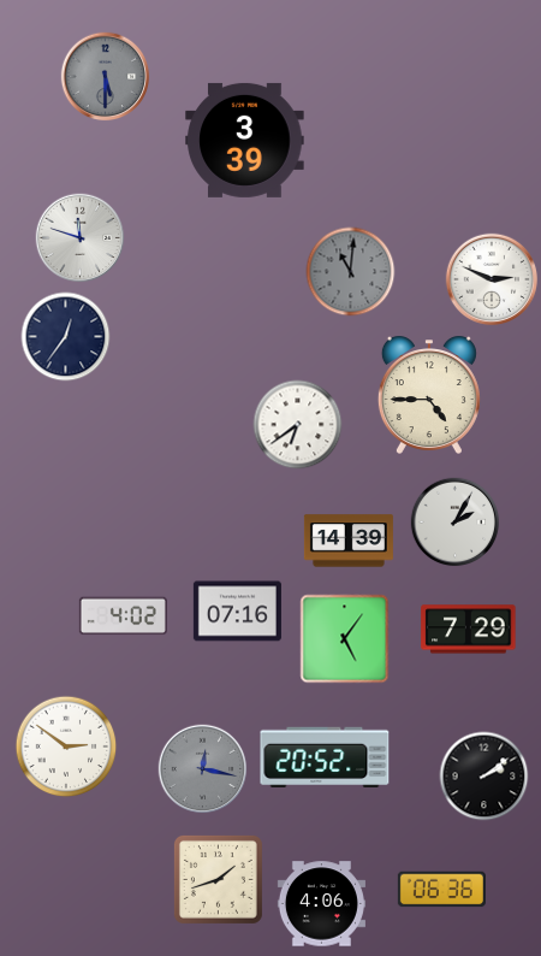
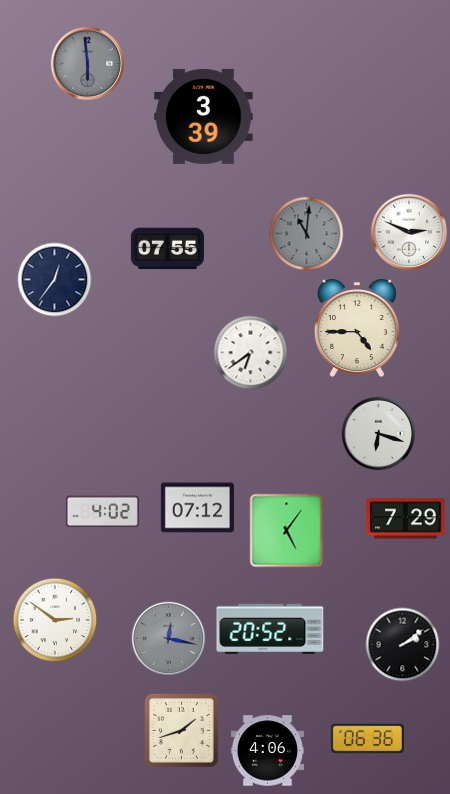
clock at (106, 77): 5:30 -> 5:59
clock at (81, 238): 11:48 -> none
clock at (351, 272) position: (351, 272) -> (307, 234)
clock at (167, 249): none -> 07:55
clock at (298, 425) position: (298, 425) -> (251, 353)
clock at (456, 523): 2:05 -> 6:18
clock at (349, 541): 14:39 -> none
clock at (237, 612): 07:16 -> 07:12
clock at (469, 630) position: (469, 630) -> (406, 519)
